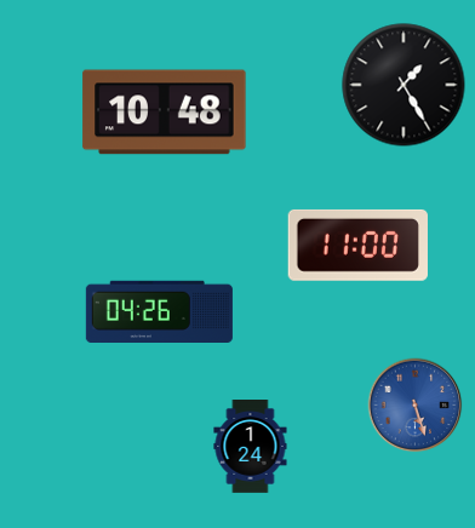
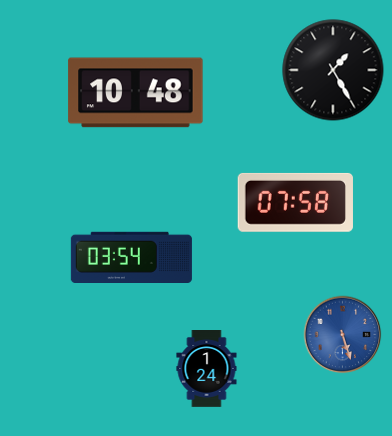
clock at (357, 245): 11:00 -> 07:58
clock at (159, 311): 04:26 -> 03:54
